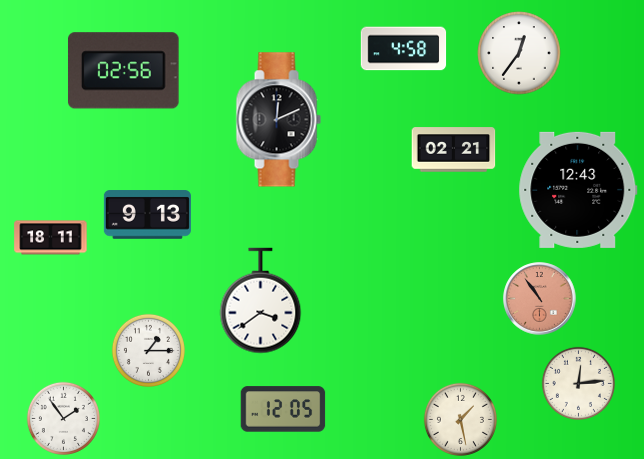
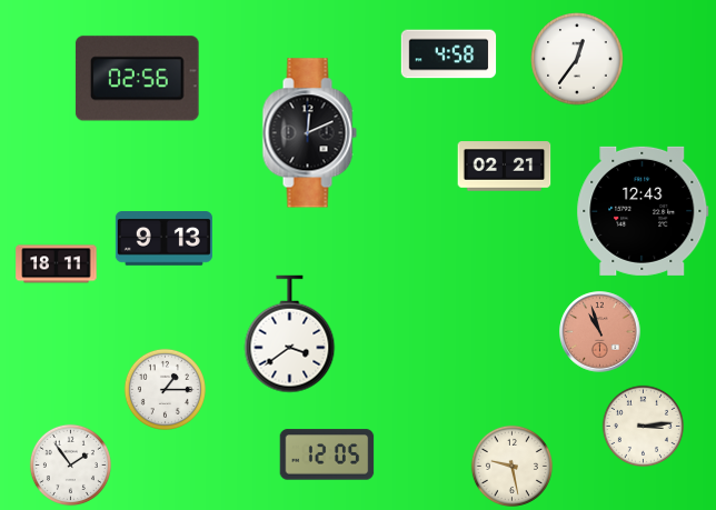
clock at (540, 299): 10:54 -> 10:57
clock at (578, 383): 12:14 -> 3:14
clock at (283, 409) position: (283, 409) -> (327, 454)
clock at (460, 419): 1:28 -> 9:28
